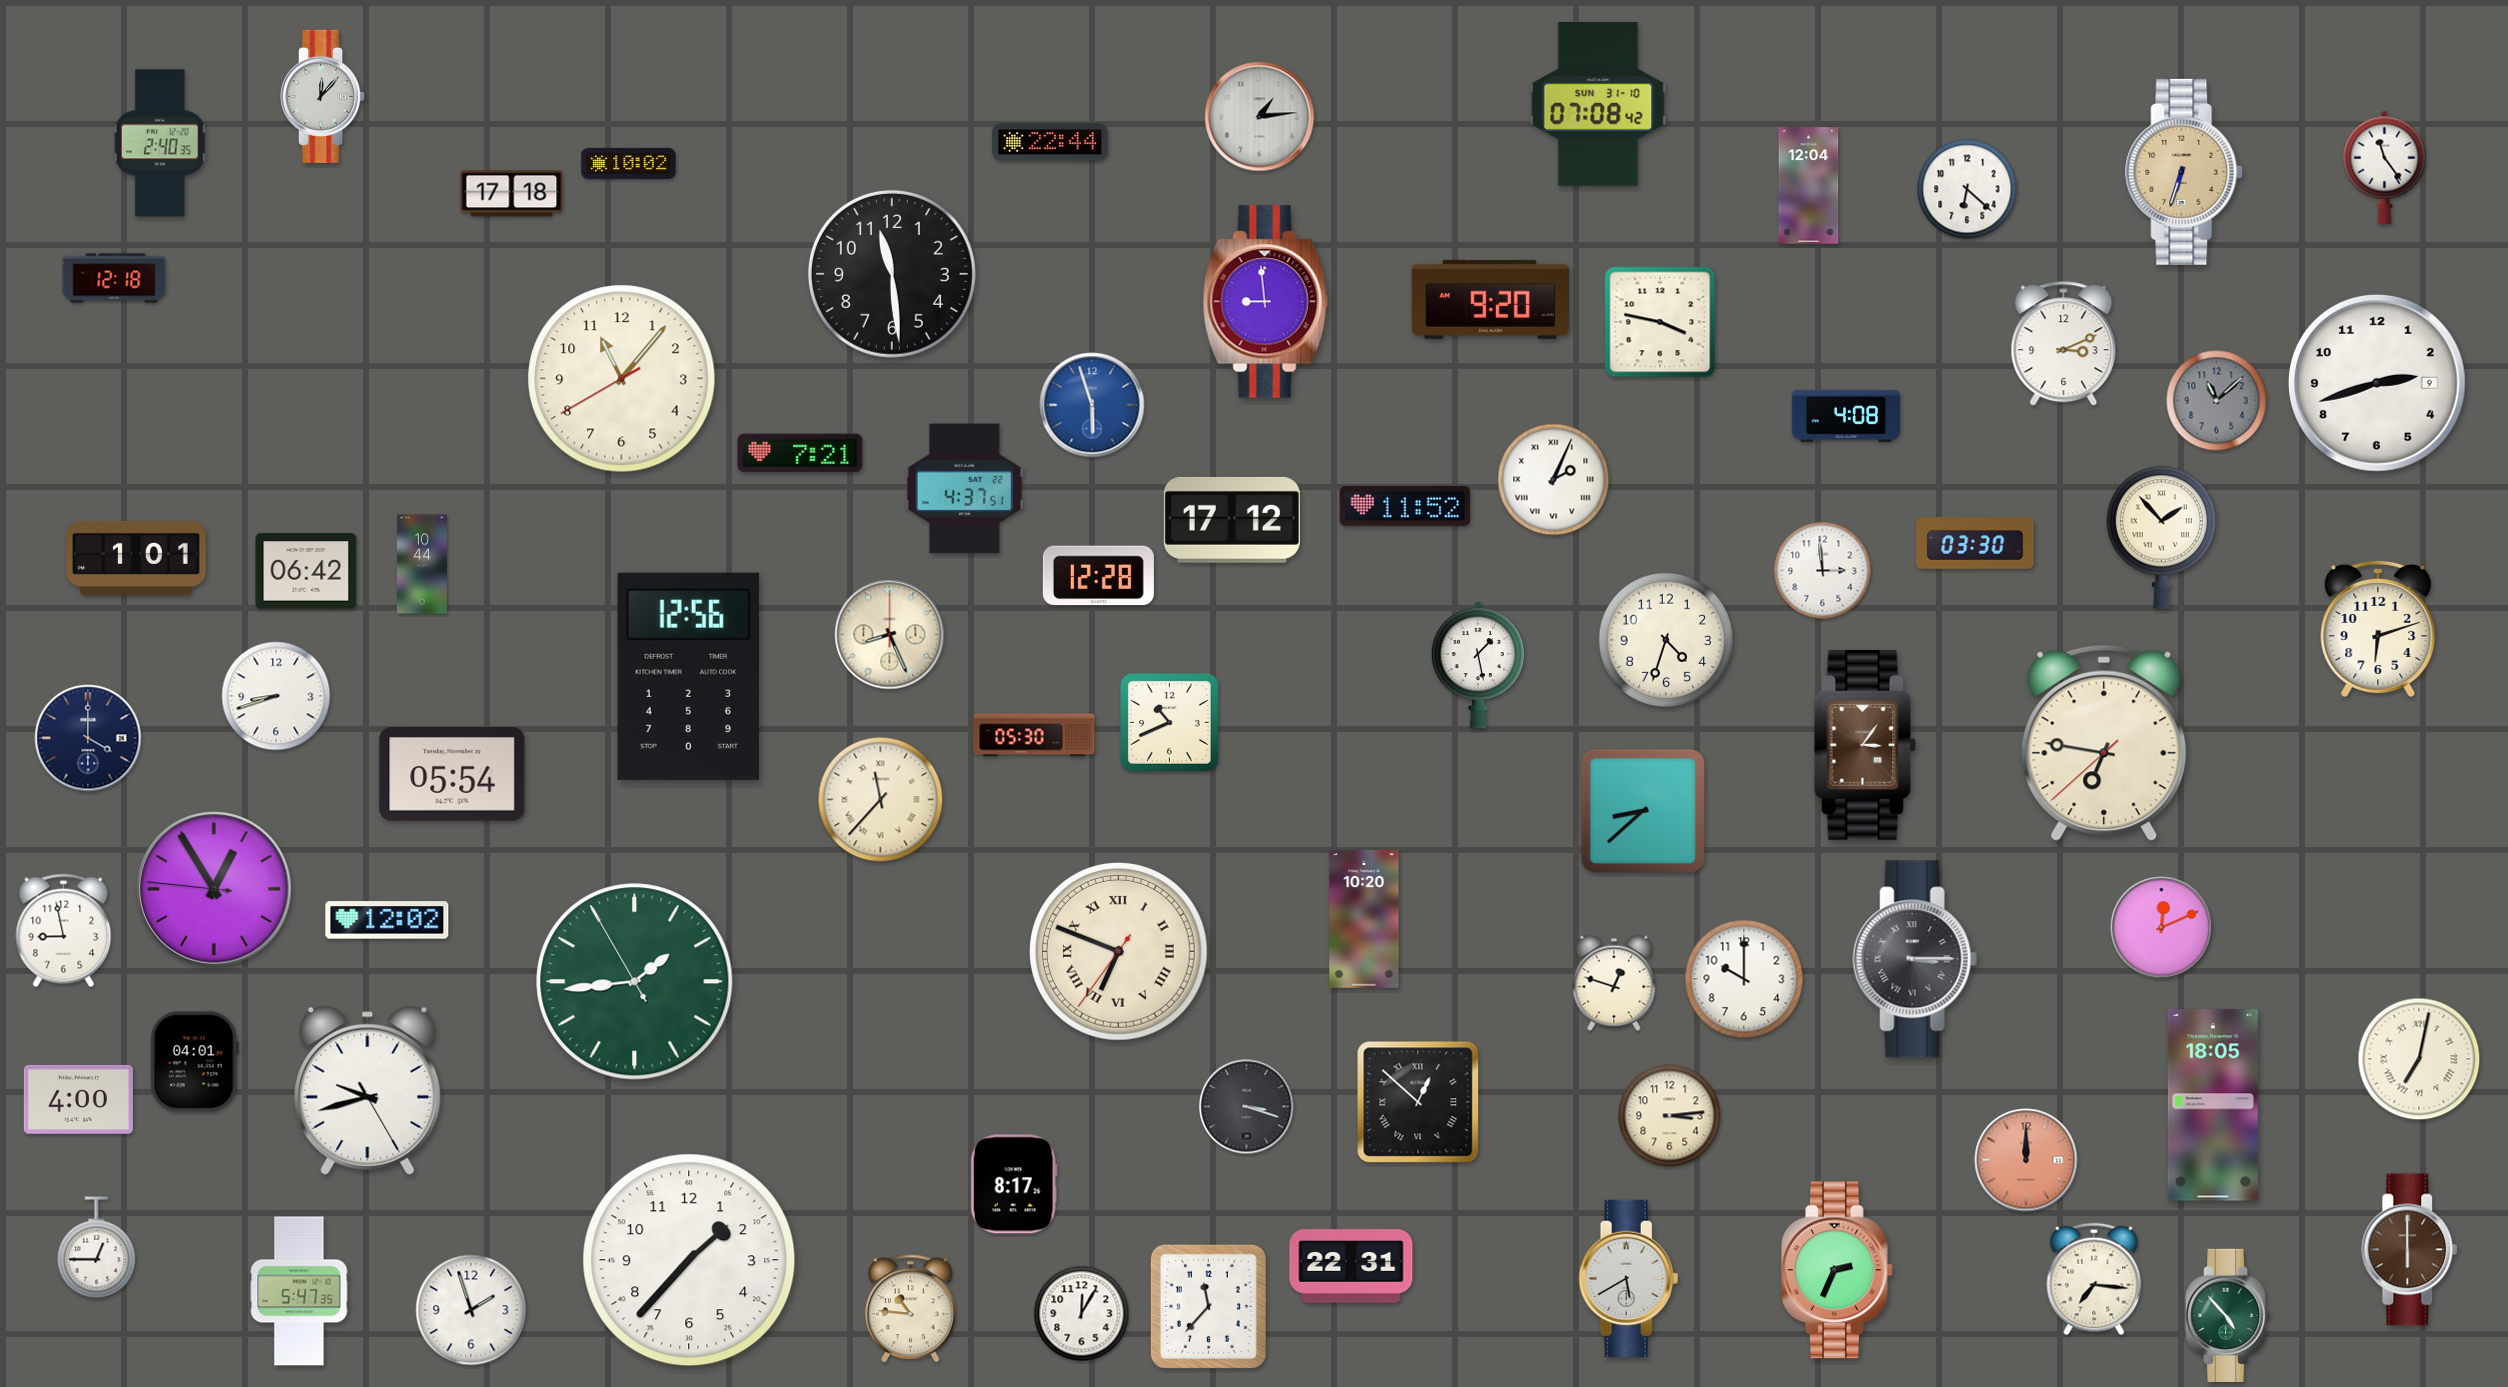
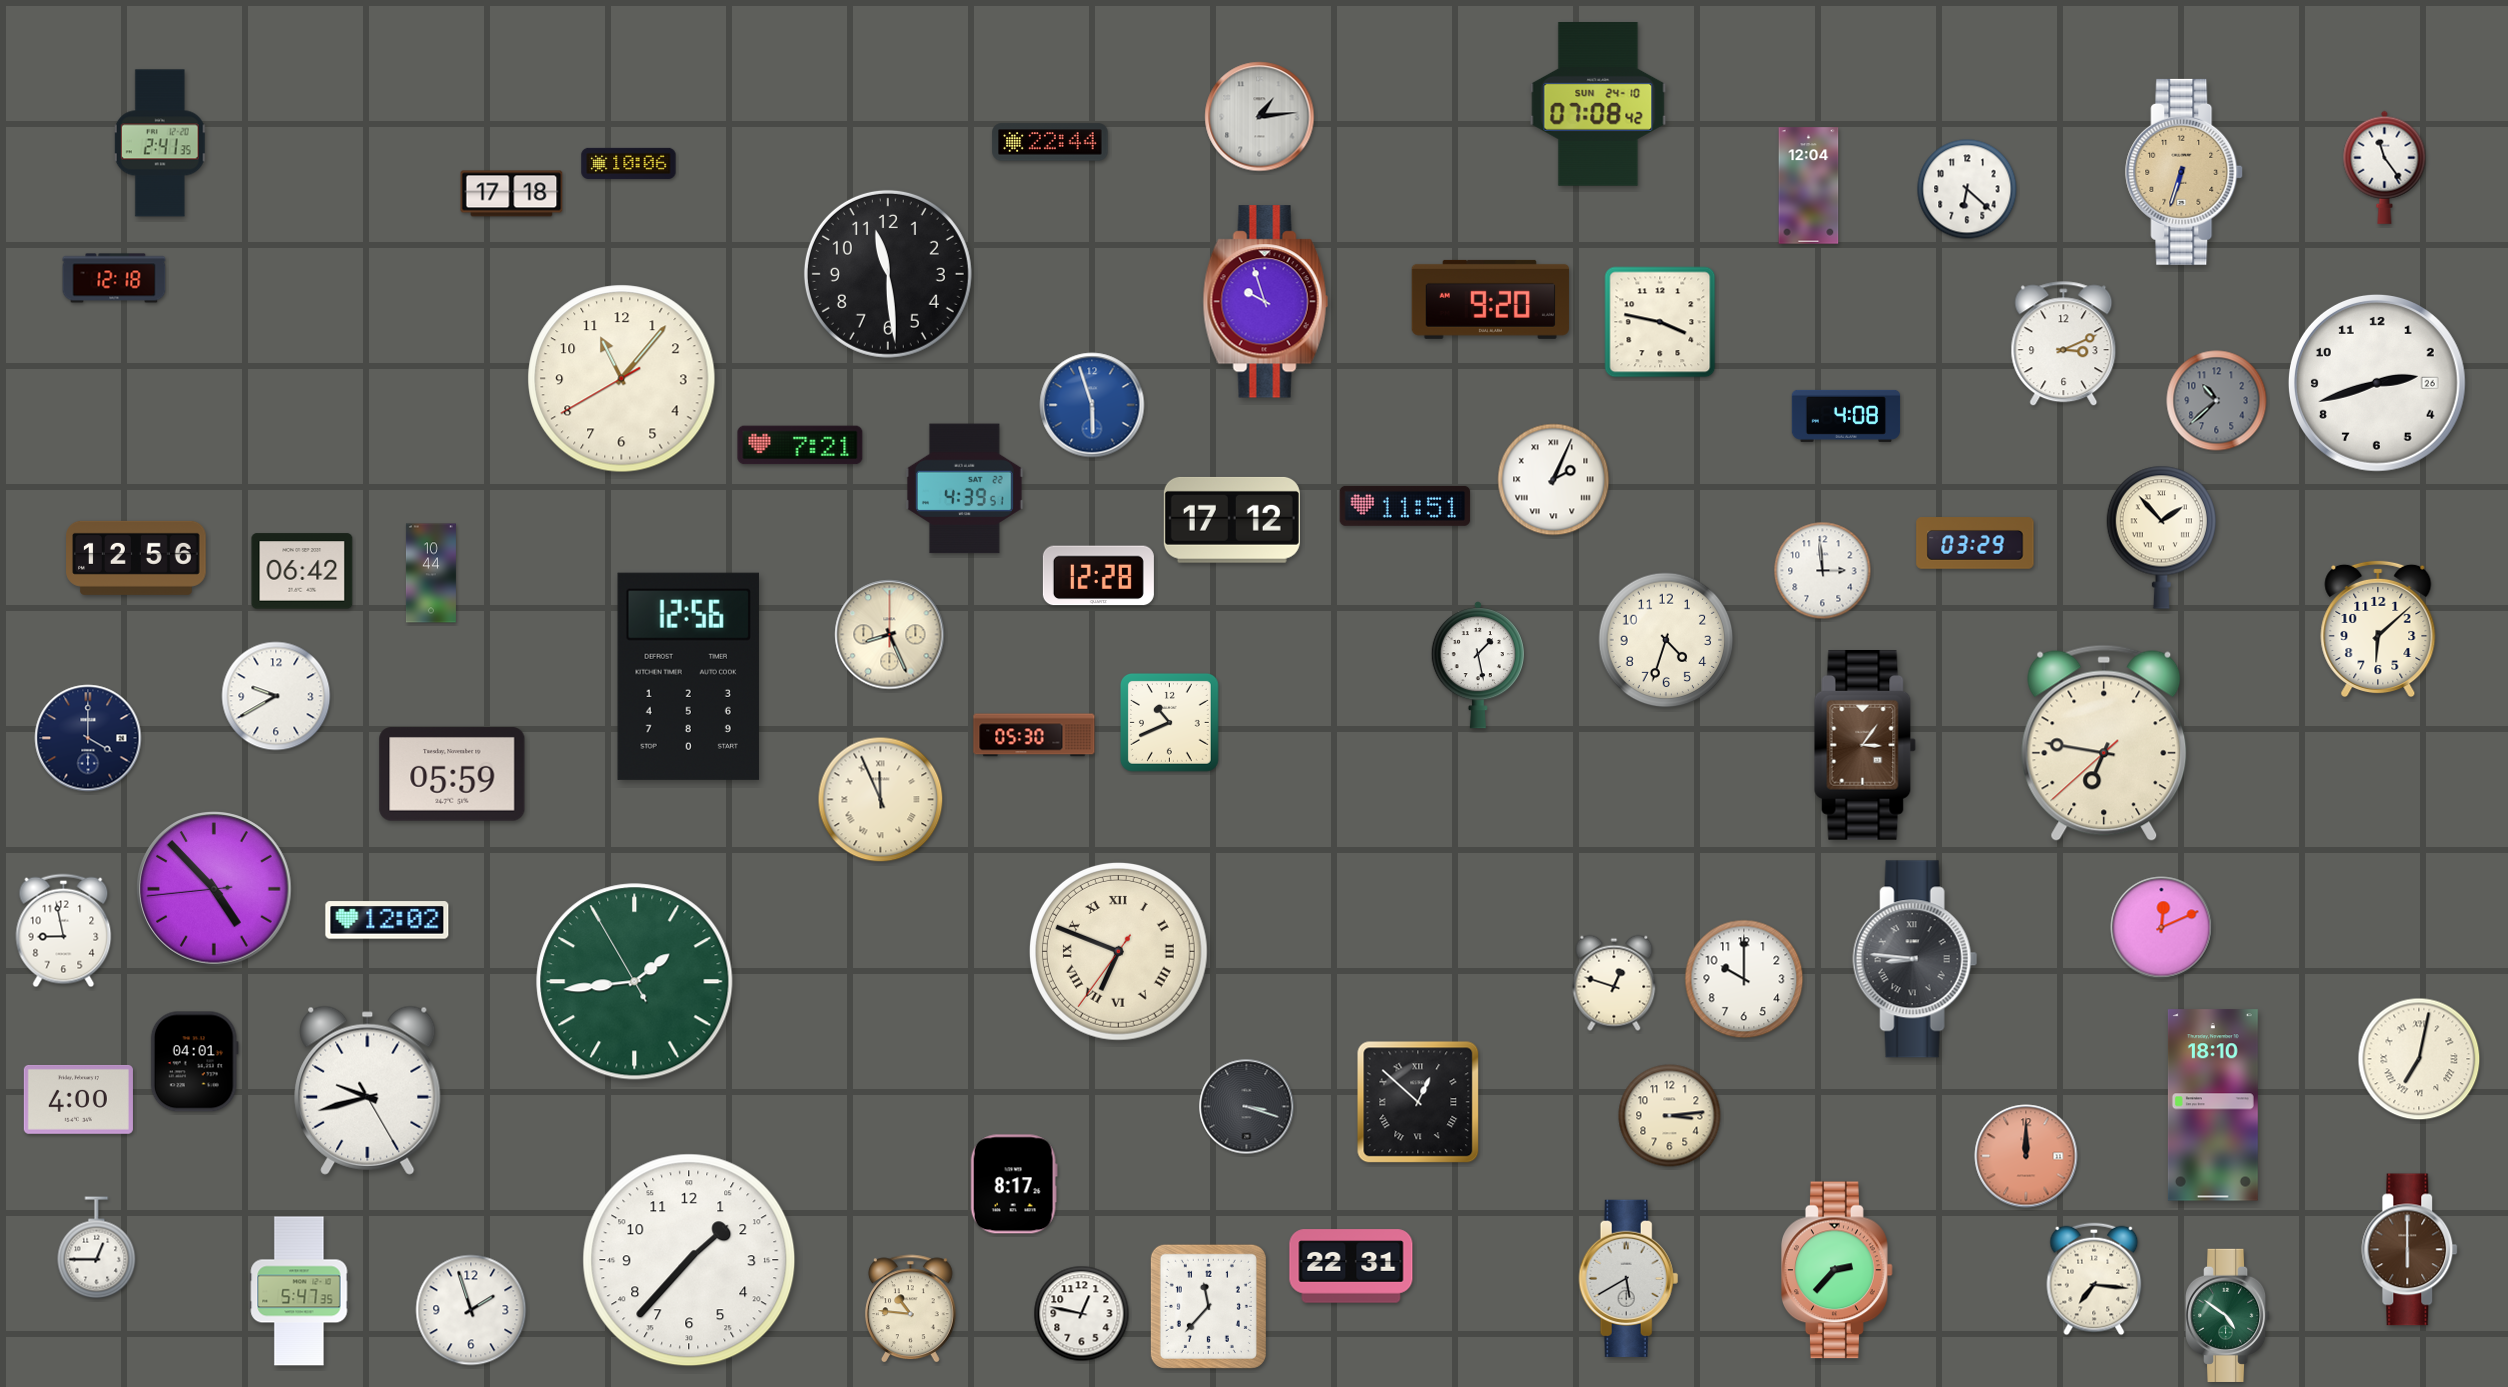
clock at (324, 96): 12:07 -> none
clock at (1598, 105) date: SUN 31-10 -> SUN 24-10
clock at (160, 143): 2:40 -> 2:41
clock at (629, 163): 10:02 -> 10:06
clock at (892, 274) position: (892, 274) -> (888, 274)
clock at (1265, 302): 8:59 -> 9:57
clock at (2377, 383) date: 9 -> 26
clock at (2217, 401): 11:08 -> 10:38
clock at (800, 453) position: (800, 453) -> (800, 445)
clock at (964, 489): 4:37 -> 4:39
clock at (1405, 506): 11:52 -> 11:51
clock at (1975, 543): 03:30 -> 03:29
clock at (136, 558): 1:01 -> 12:56
clock at (422, 564) position: (422, 564) -> (431, 573)
clock at (306, 571) position: (306, 571) -> (302, 571)
clock at (2378, 629): 6:12 -> 6:08
clock at (276, 696): 8:42 -> 9:40
clock at (452, 774): 05:54 -> 05:59
clock at (881, 800): 11:37 -> 11:56
clock at (1643, 811): 8:38 -> none
clock at (214, 889): 12:54 -> 4:52
clock at (1364, 919): 10:20 -> none
clock at (1915, 959): 3:15 -> 8:46
clock at (2213, 1105): 18:05 -> 18:10
clock at (2026, 1160) position: (2026, 1160) -> (2026, 1156)
clock at (1838, 1270): 2:34 -> 2:37
clock at (1082, 1314): 12:05 -> 12:47
clock at (2229, 1315): 4:53 -> 4:51
